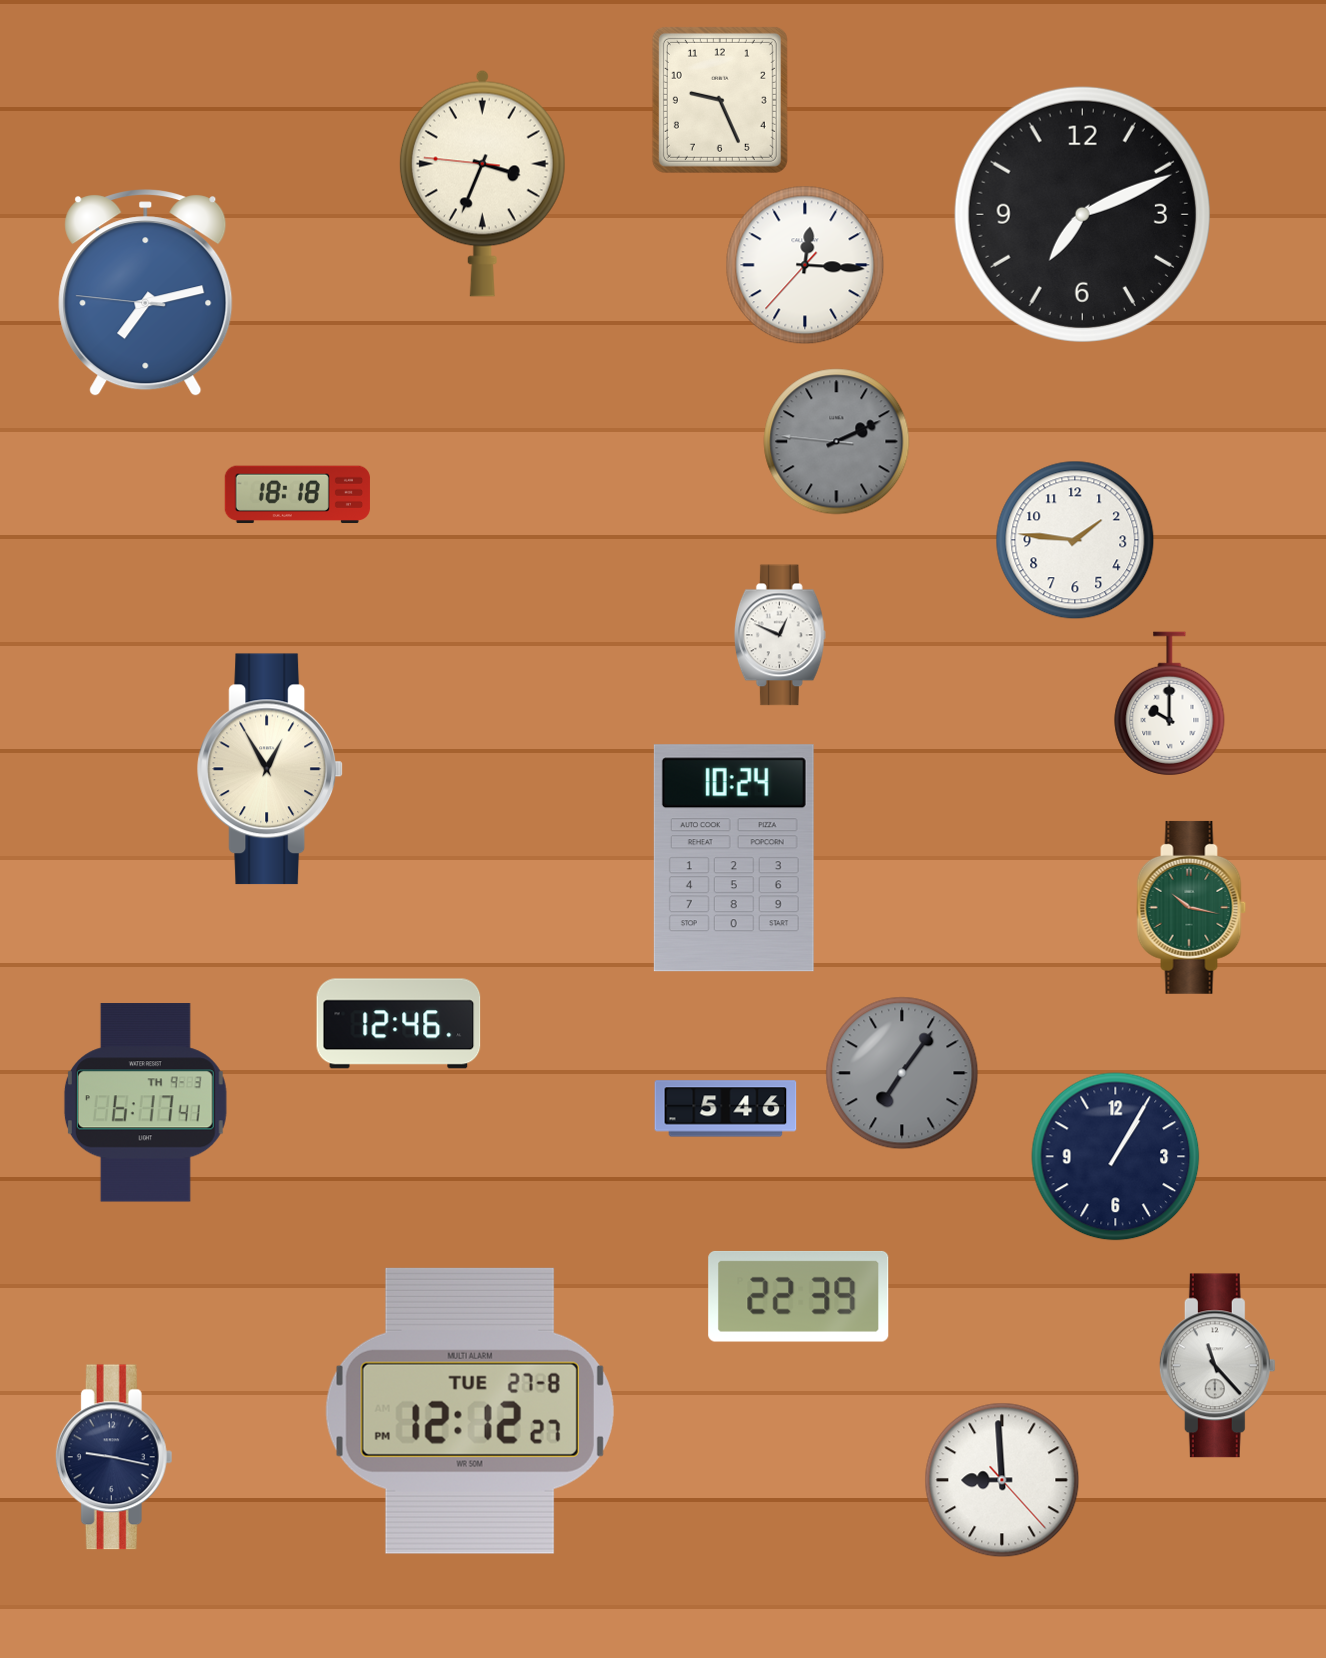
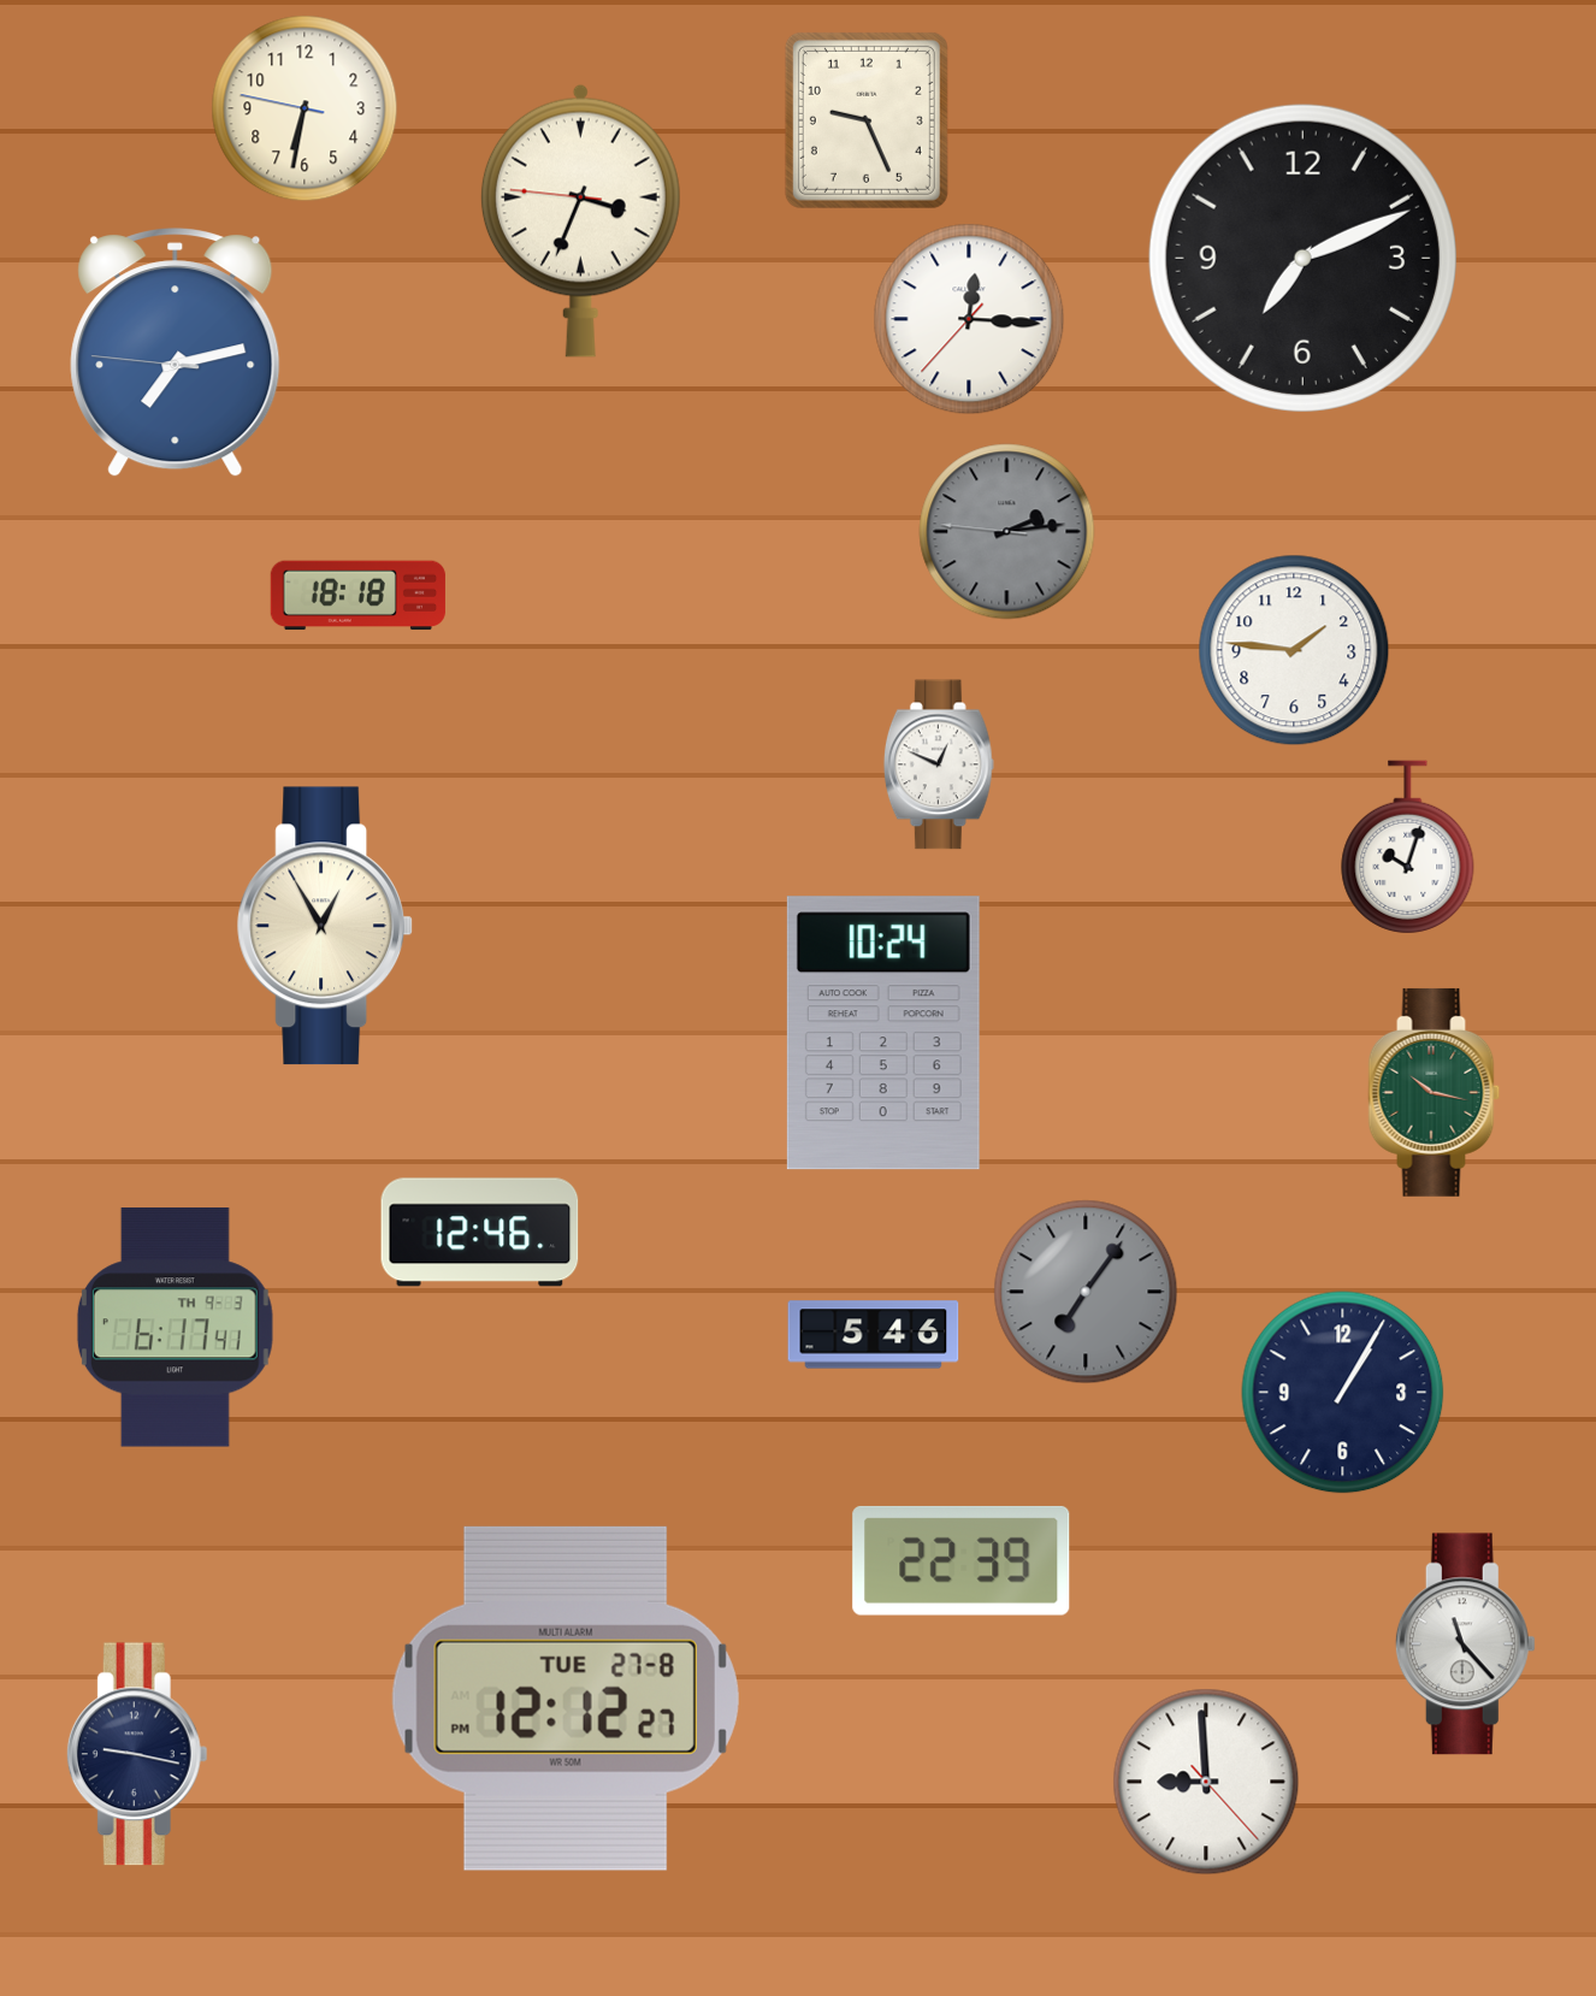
clock at (305, 108): none -> 6:31
clock at (837, 442): 2:10 -> 2:13
clock at (1170, 704): 10:00 -> 10:03
